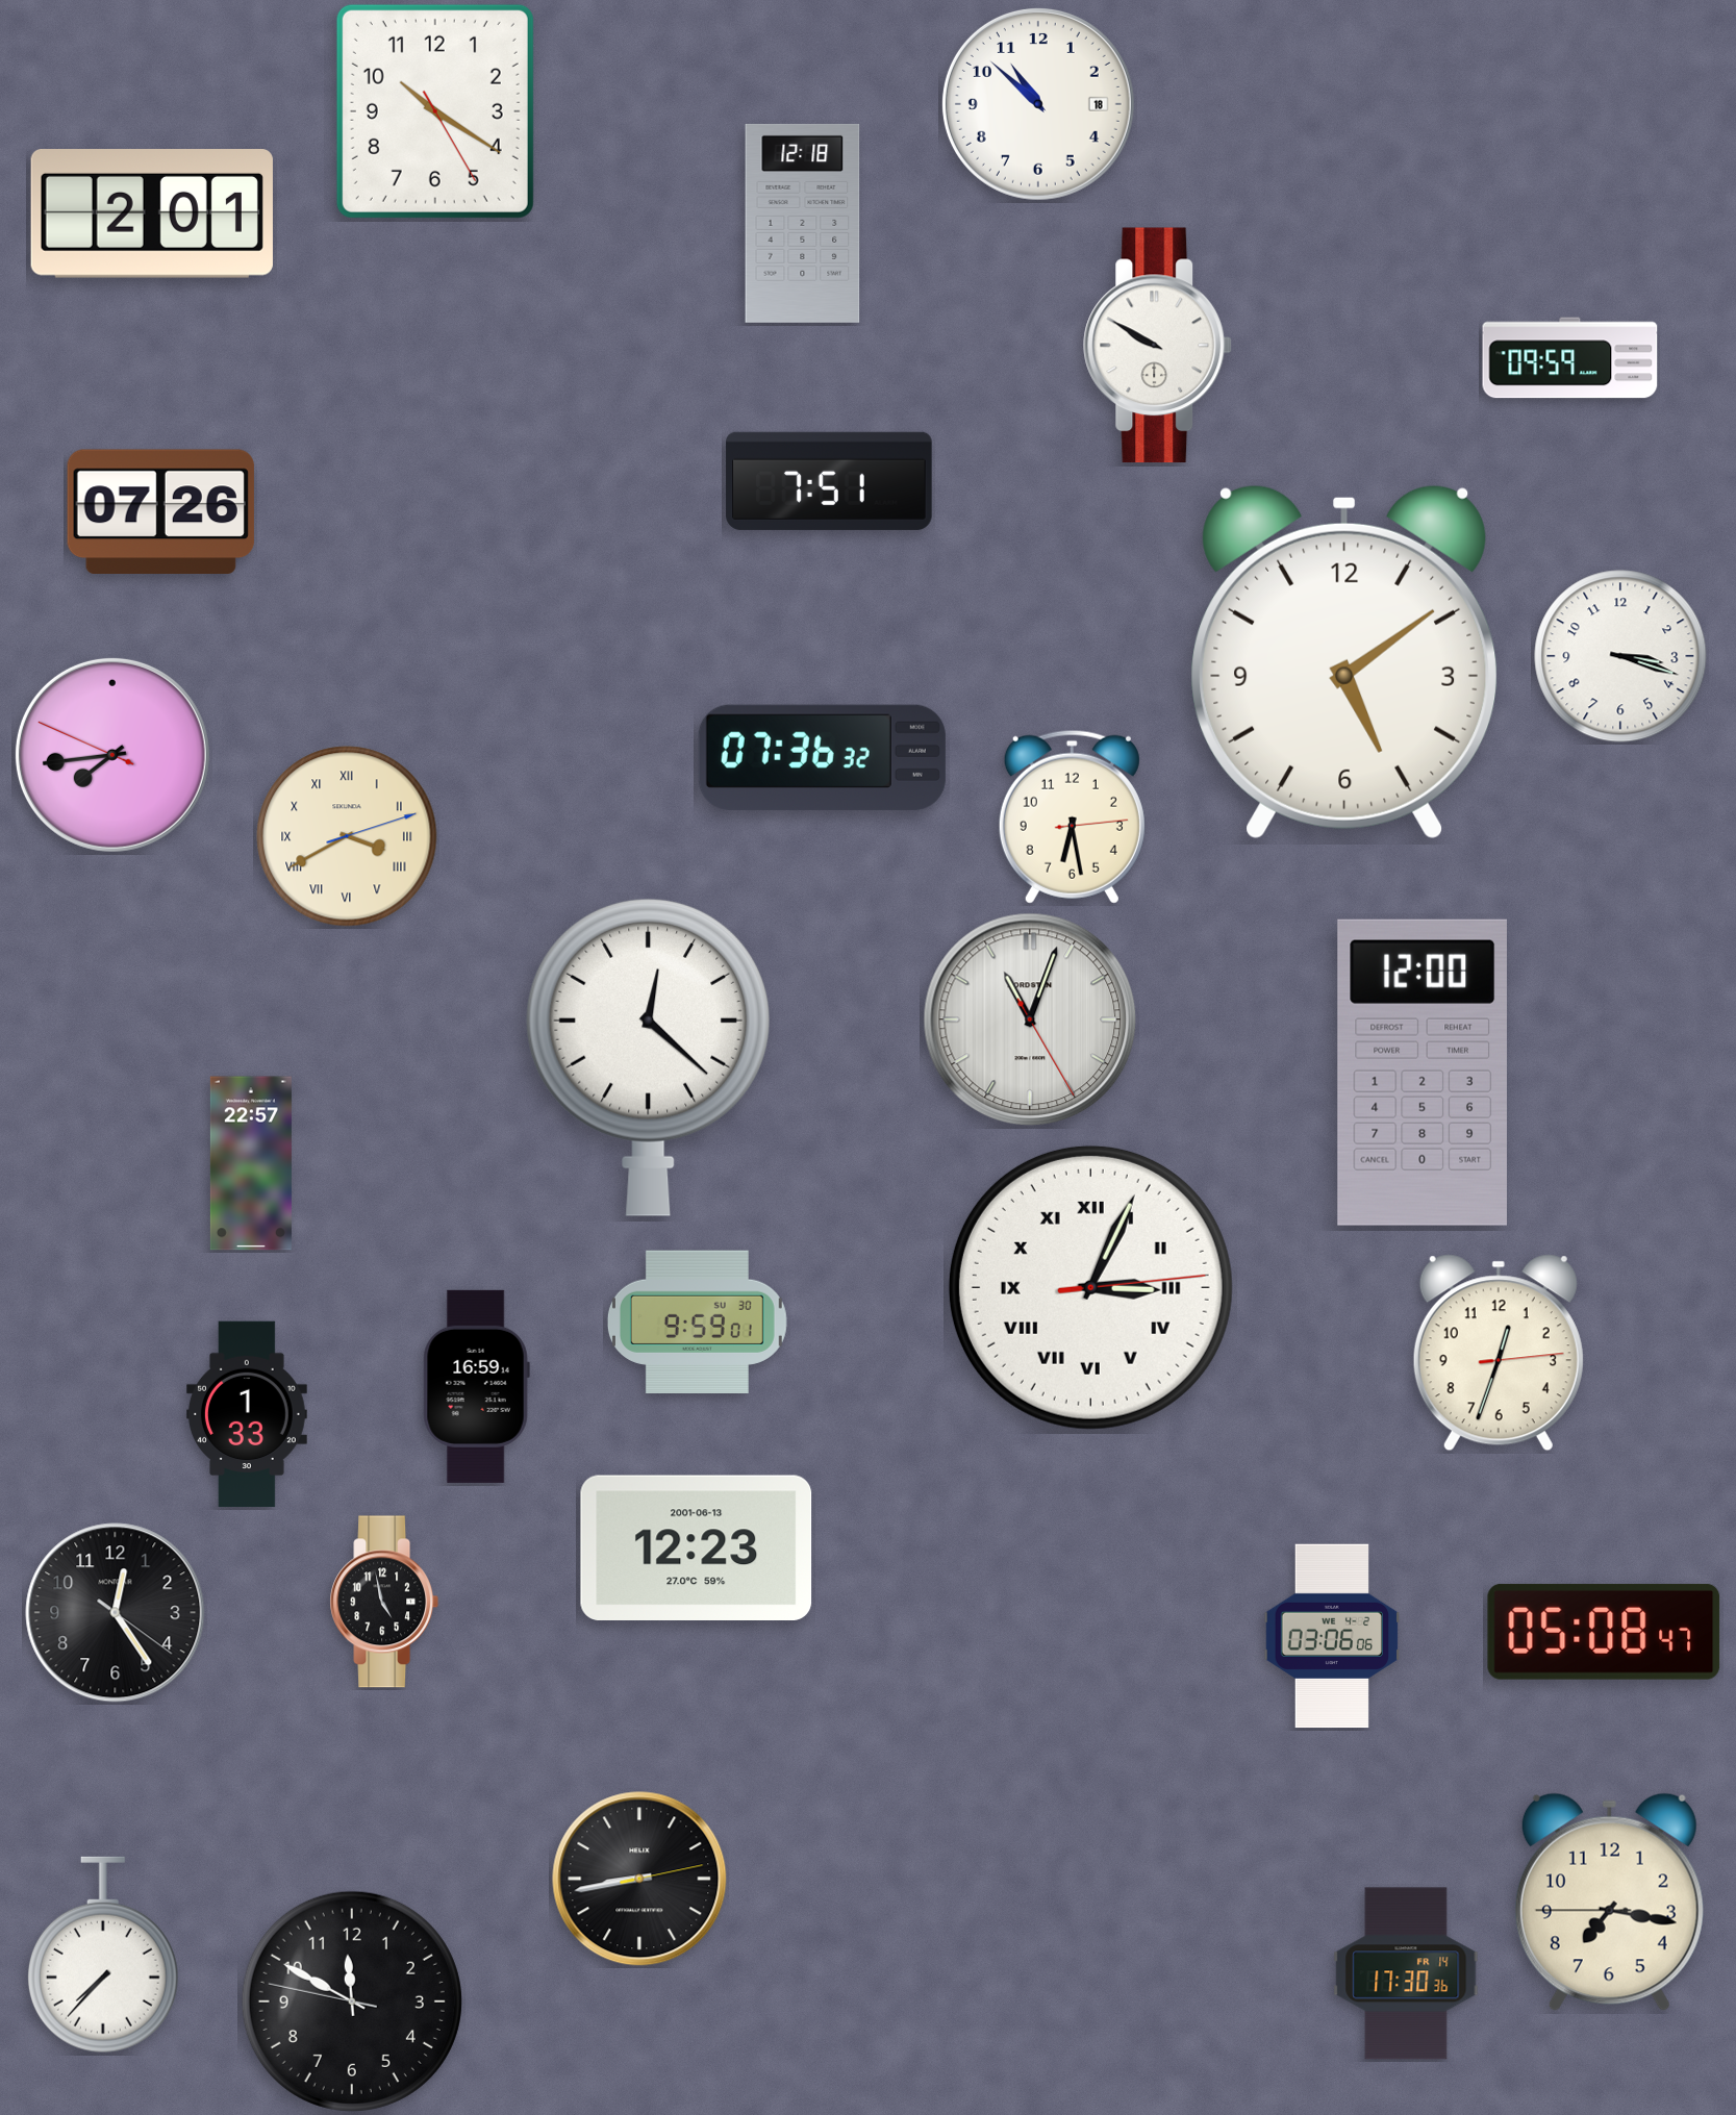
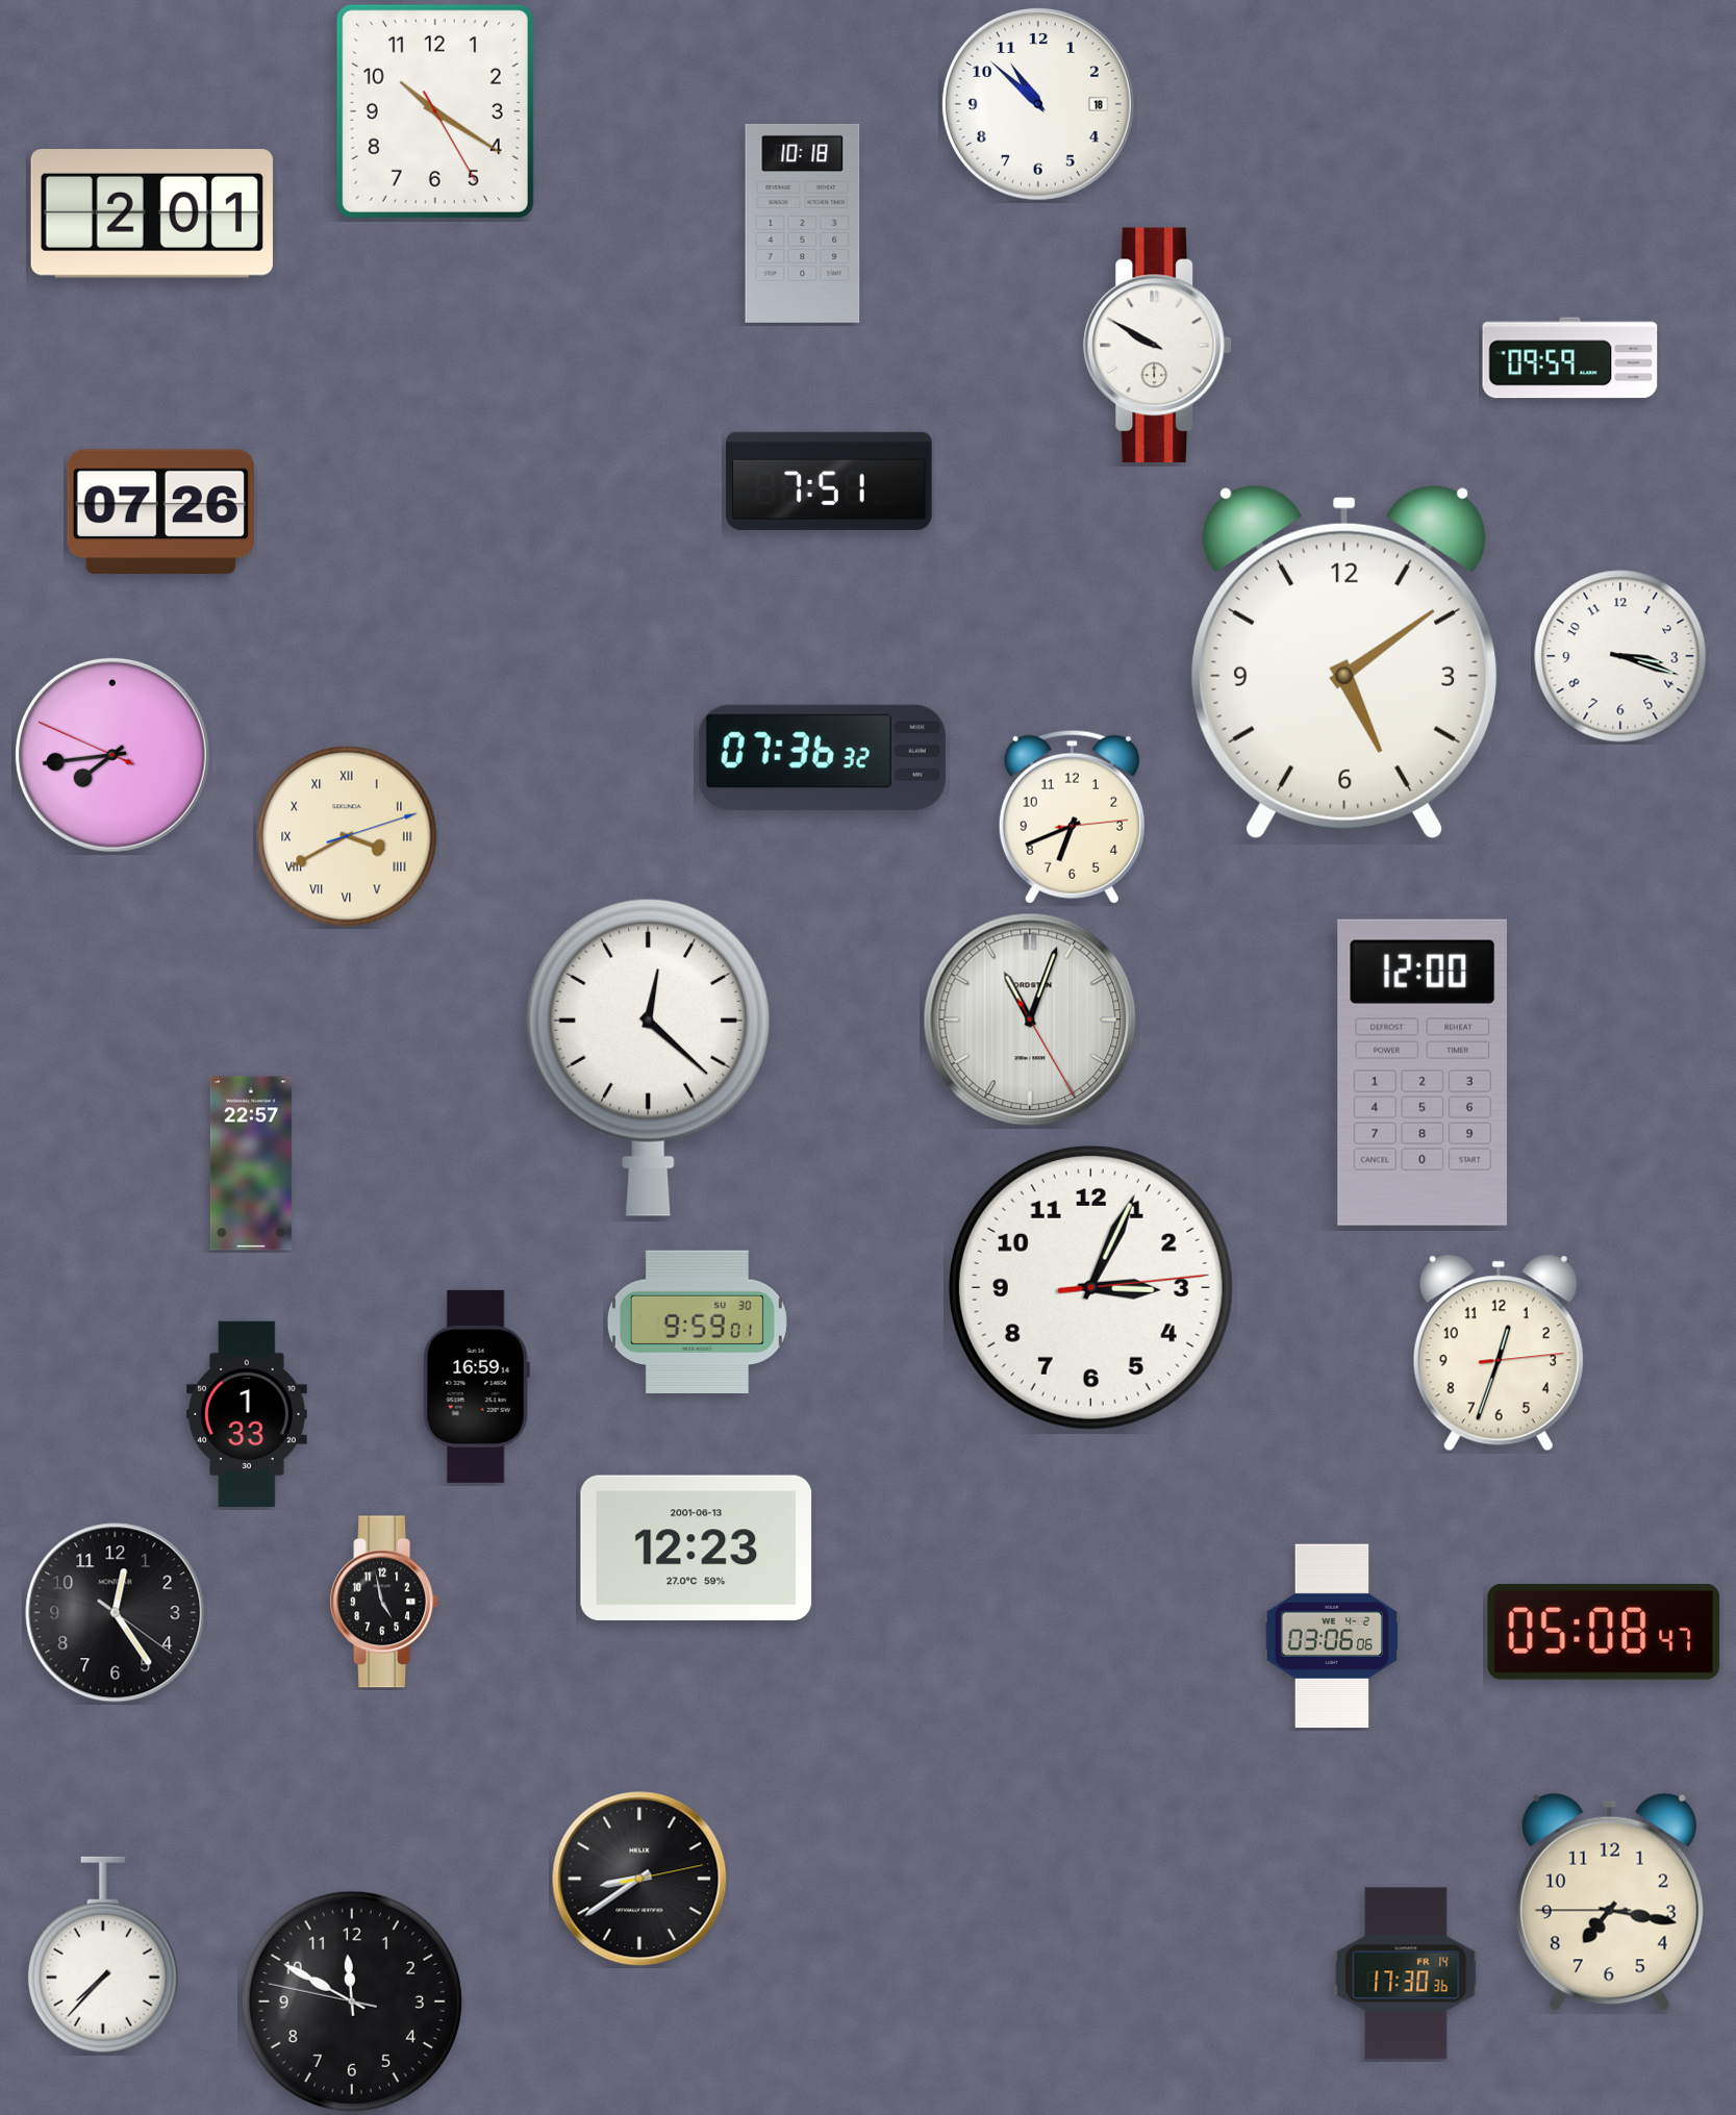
clock at (803, 223): 12:18 -> 10:18
clock at (1072, 816): 6:28 -> 6:41
clock at (1090, 1287) numerals: Roman -> Arabic
clock at (639, 1879): 8:43 -> 8:39
